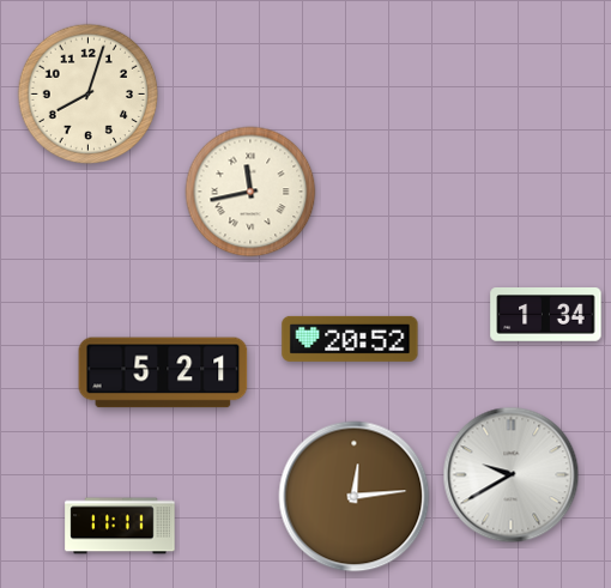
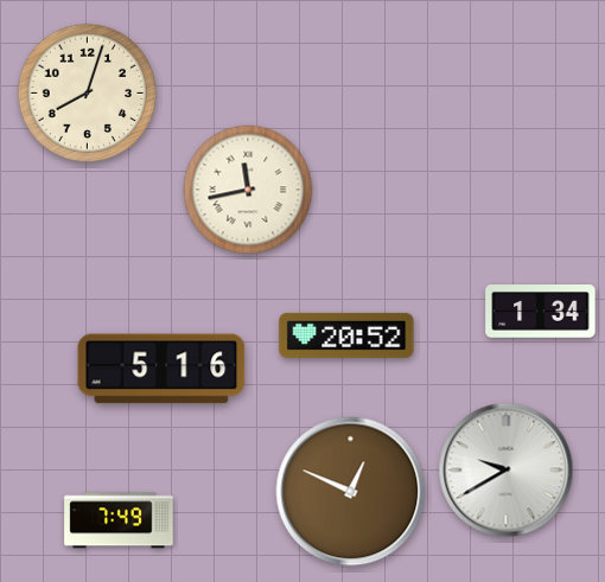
clock at (163, 372): 5:21 -> 5:16
clock at (355, 497): 12:14 -> 12:49
clock at (120, 526): 11:11 -> 7:49
